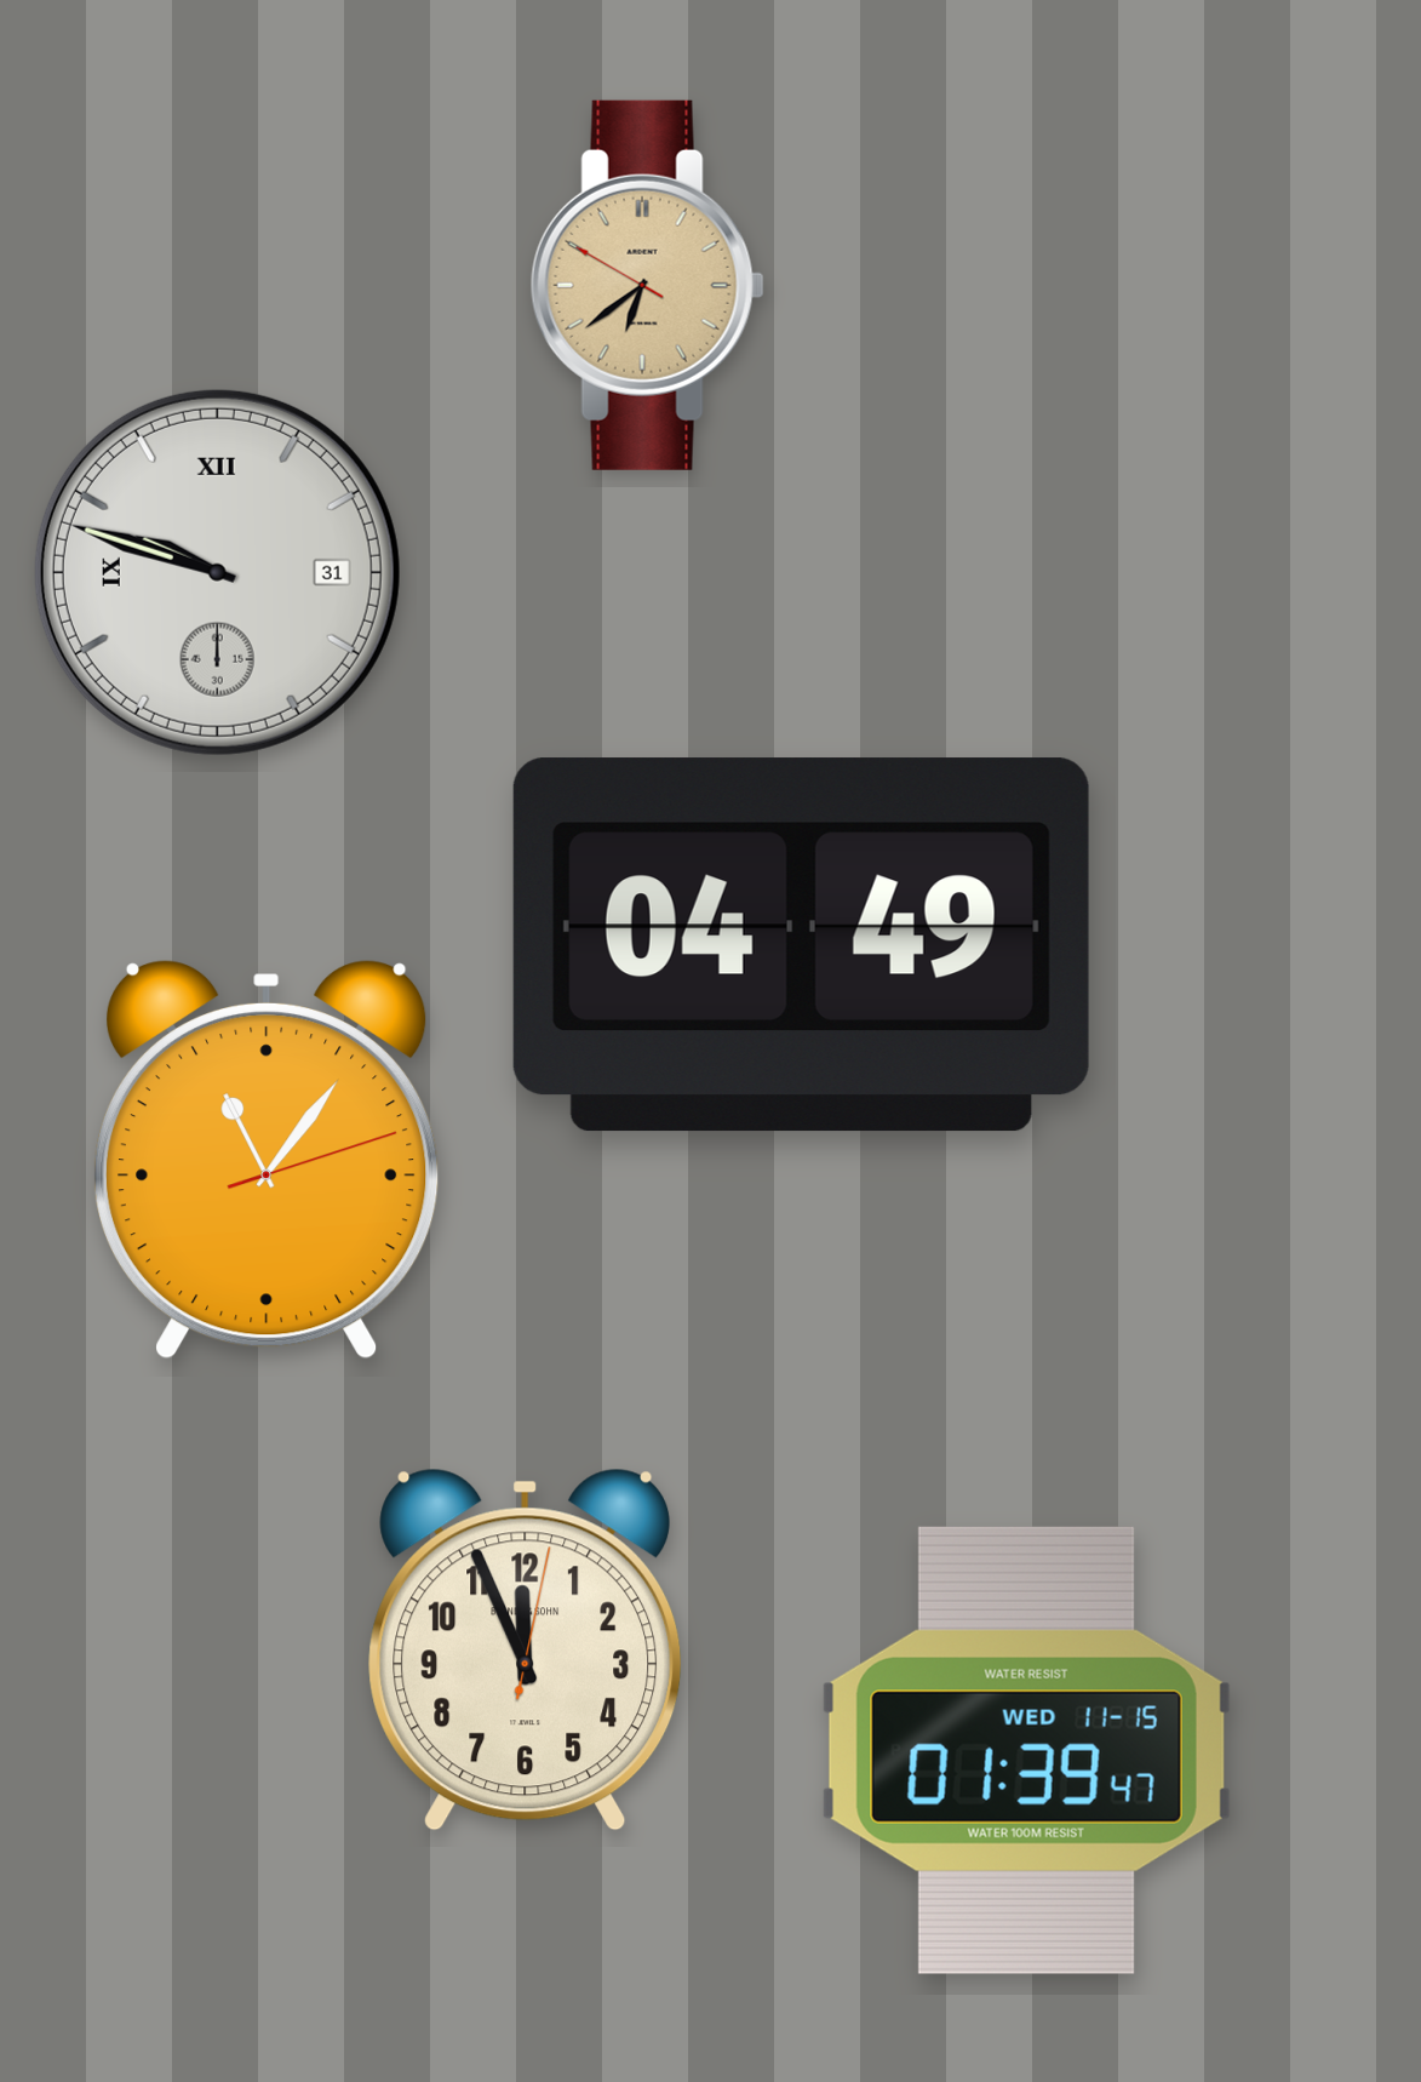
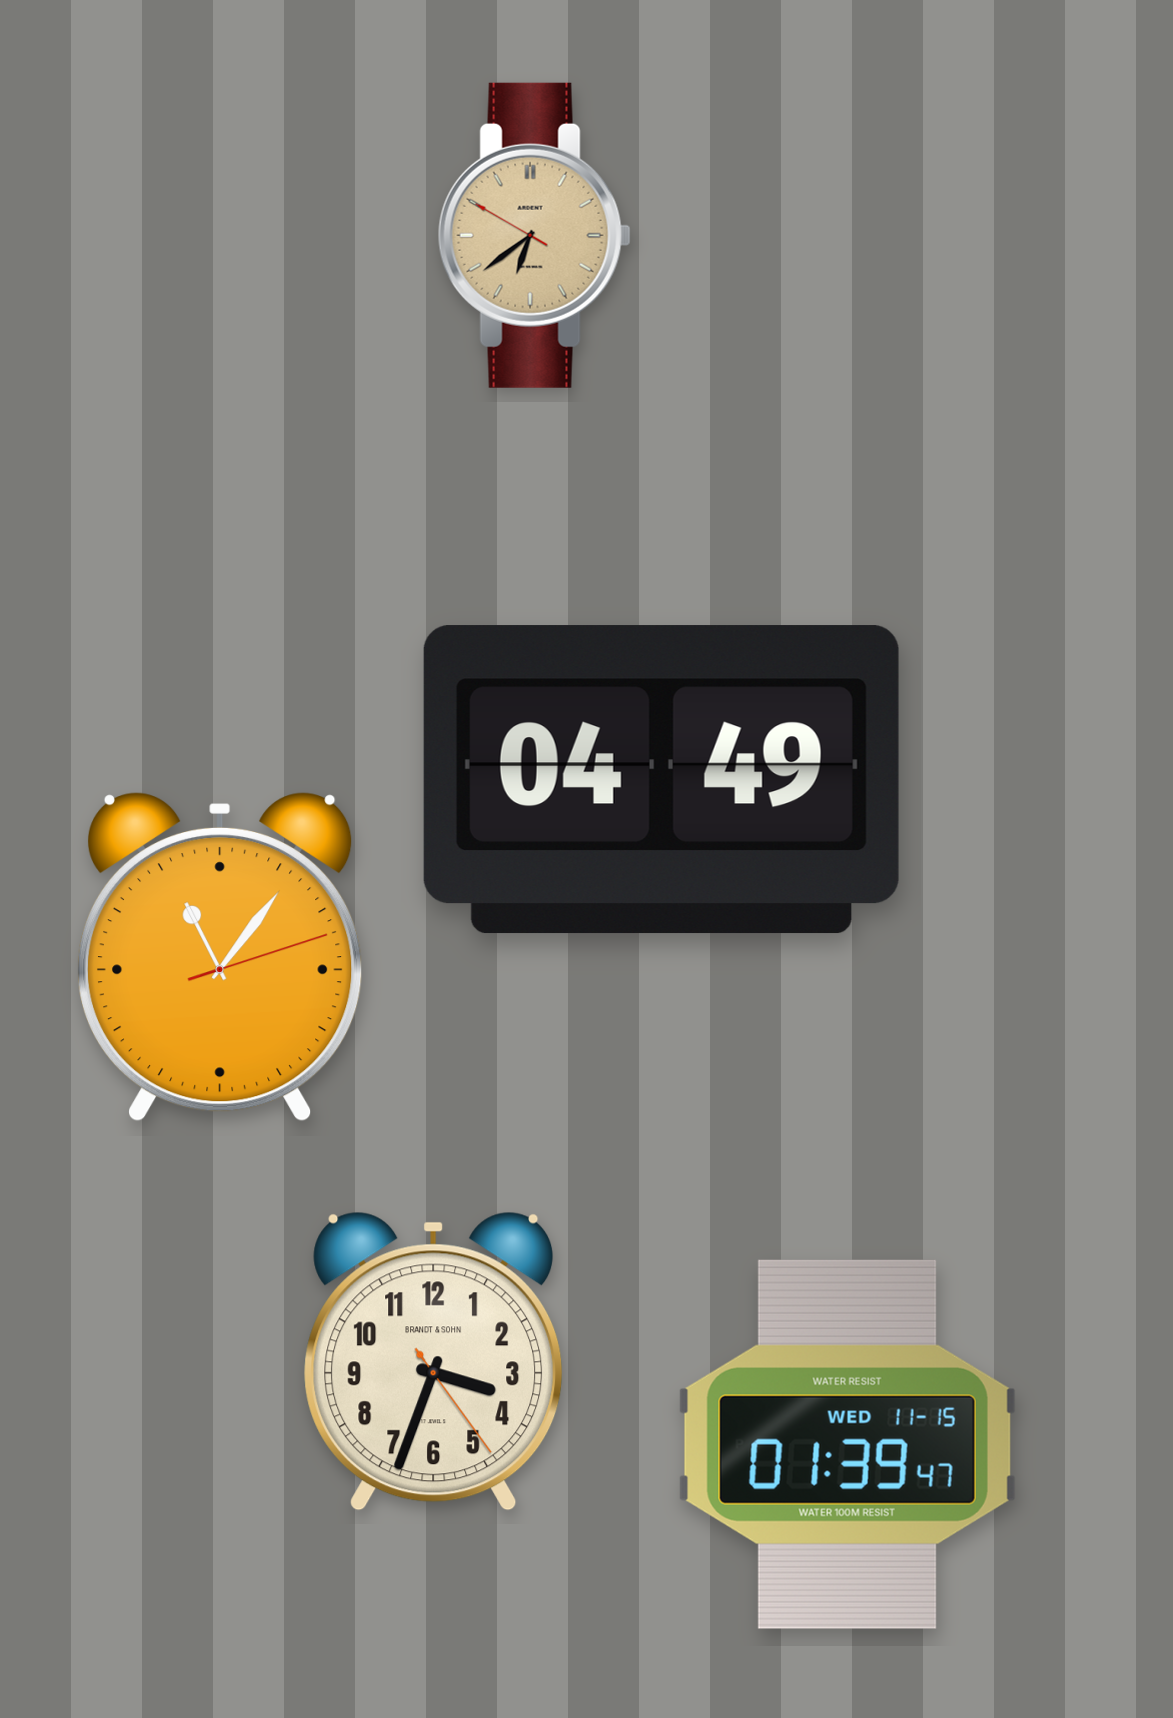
clock at (217, 572): 9:48 -> none
clock at (526, 1649): 11:56 -> 3:33
